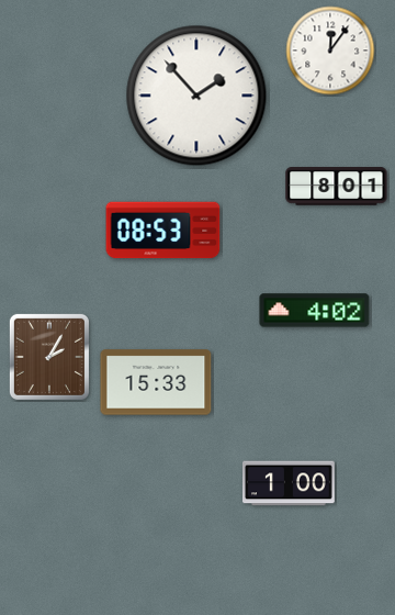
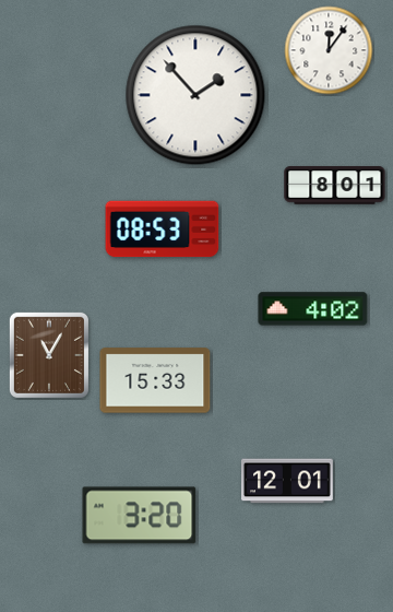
clock at (49, 357): 2:05 -> 11:05
clock at (290, 483): 1:00 -> 12:01
clock at (140, 516): none -> 3:20
